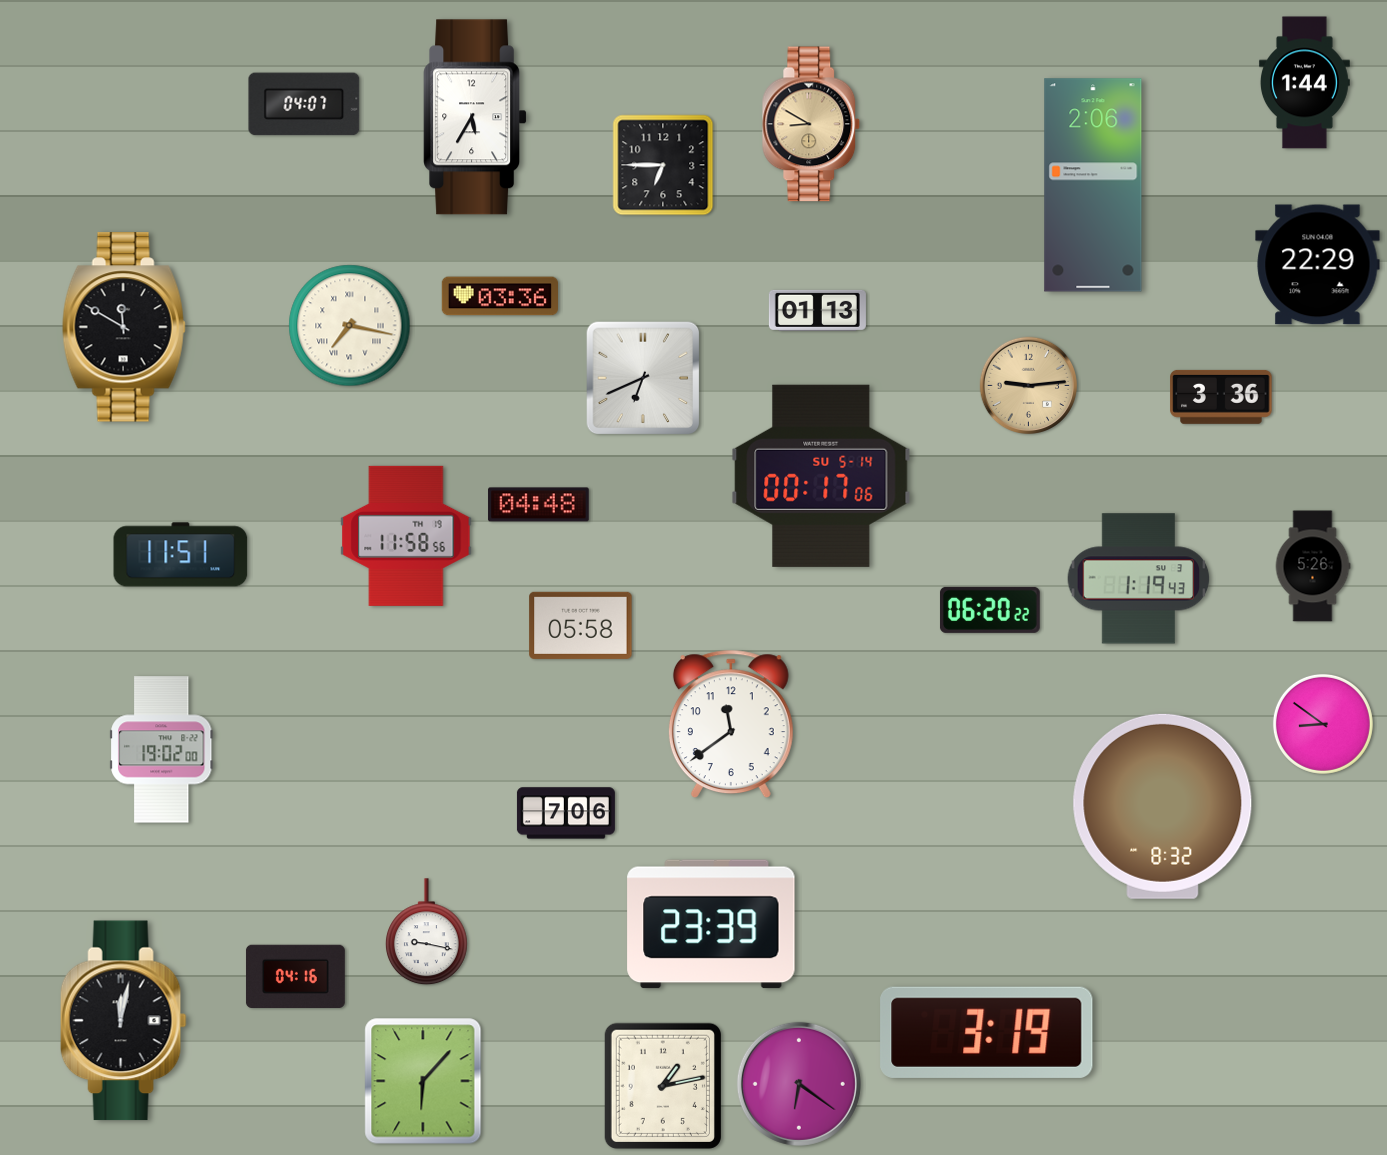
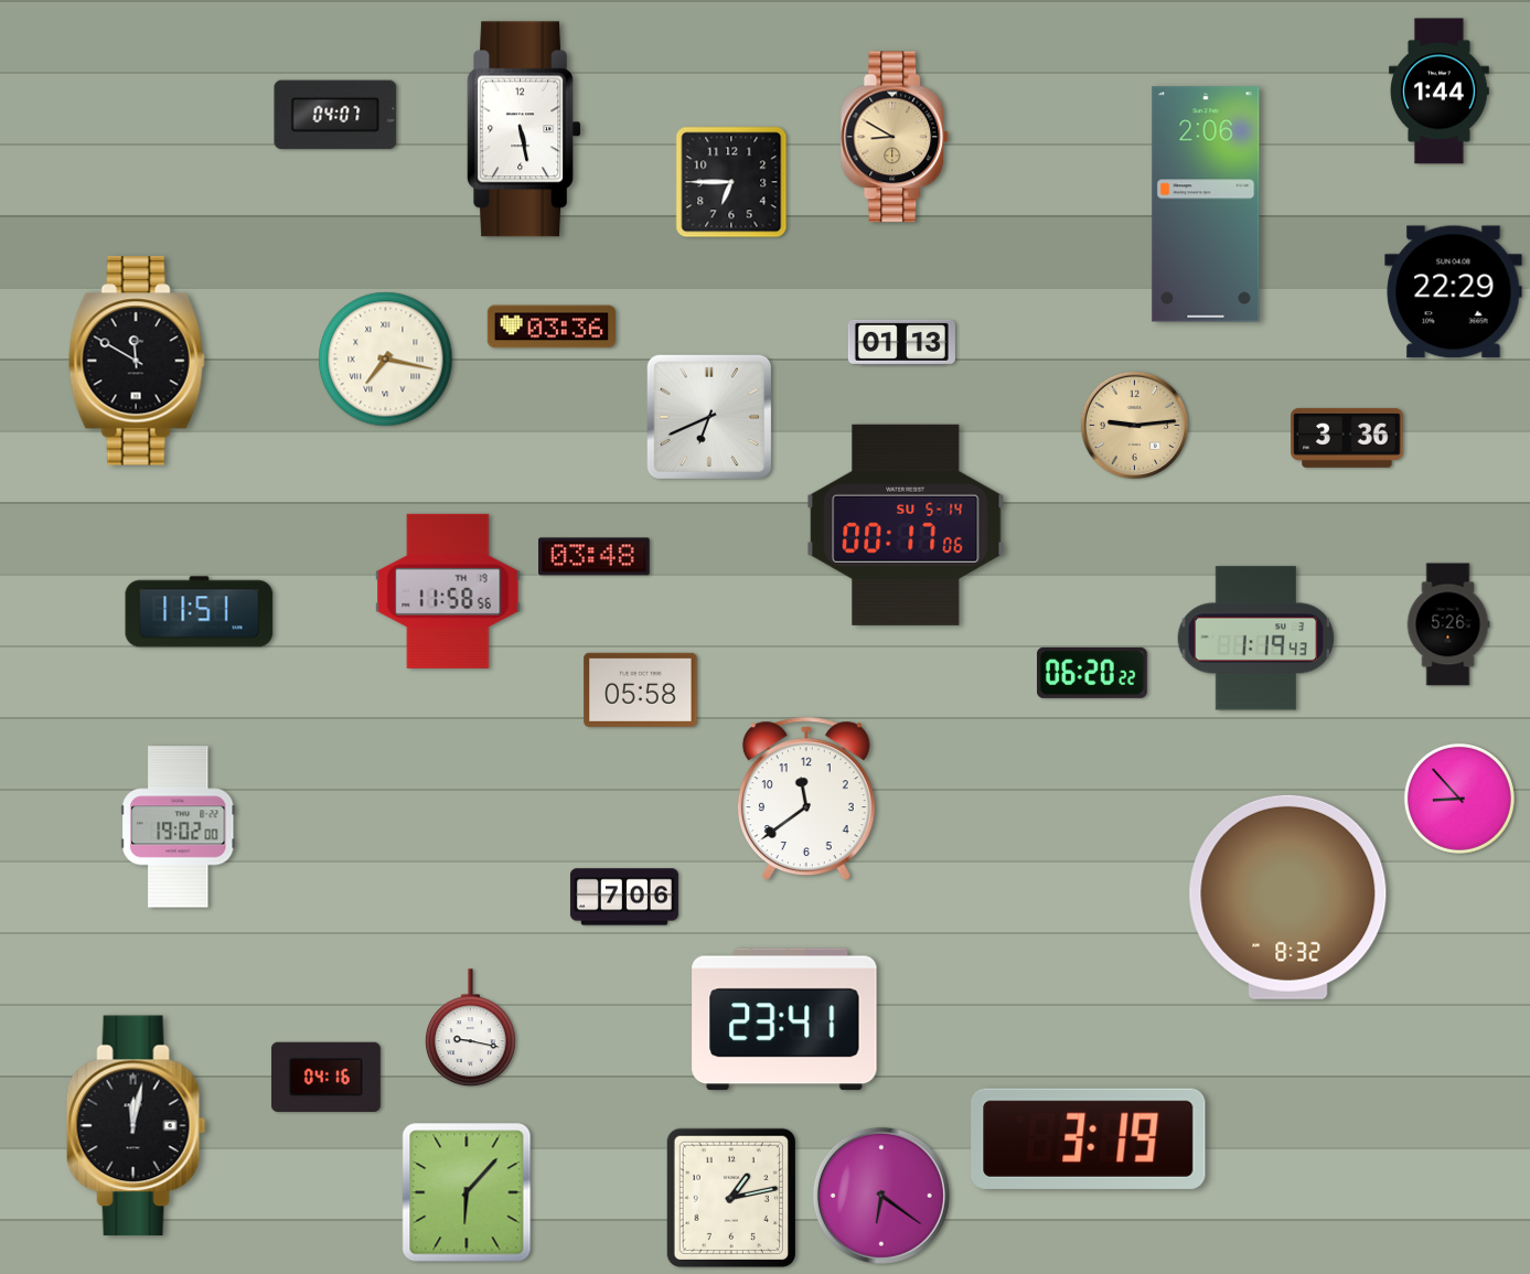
clock at (475, 117): 5:35 -> 5:28
clock at (539, 505): 04:48 -> 03:48
clock at (1323, 724): 8:51 -> 8:53
clock at (1163, 806) position: (1163, 806) -> (1288, 897)
clock at (711, 924): 23:39 -> 23:41
